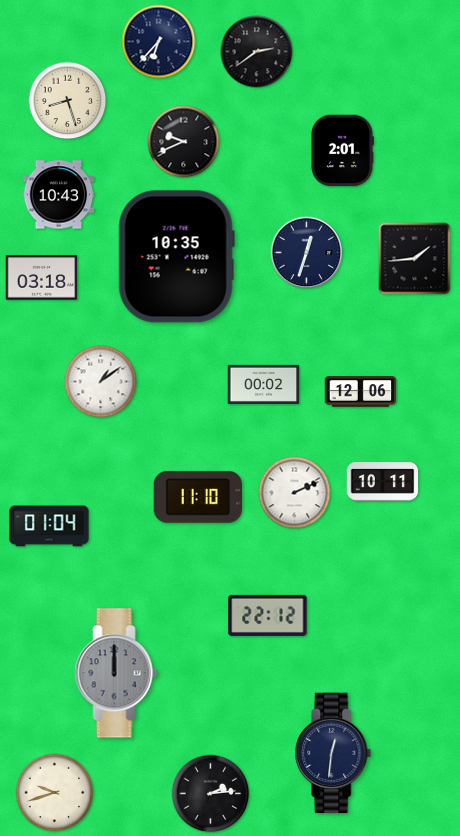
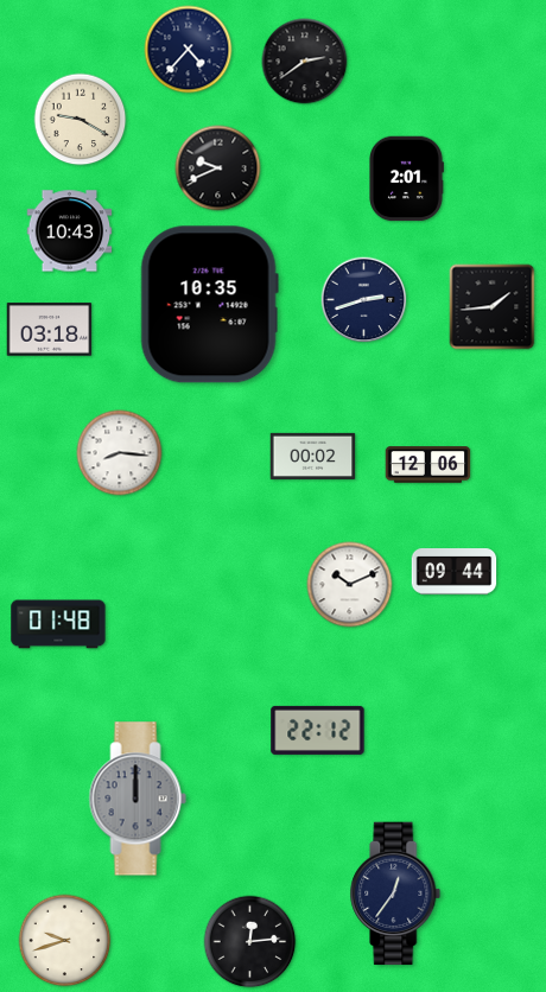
clock at (159, 42): 6:37 -> 4:37
clock at (68, 101): 8:27 -> 9:20
clock at (307, 253): 12:33 -> 2:42
clock at (101, 382): 1:09 -> 8:16
clock at (383, 482): 10:11 -> 09:44
clock at (295, 493): 2:11 -> 10:11
clock at (197, 497): 11:10 -> none
clock at (49, 526): 01:04 -> 01:48
clock at (333, 753): 12:31 -> 12:36
clock at (211, 794): 2:14 -> 12:14
